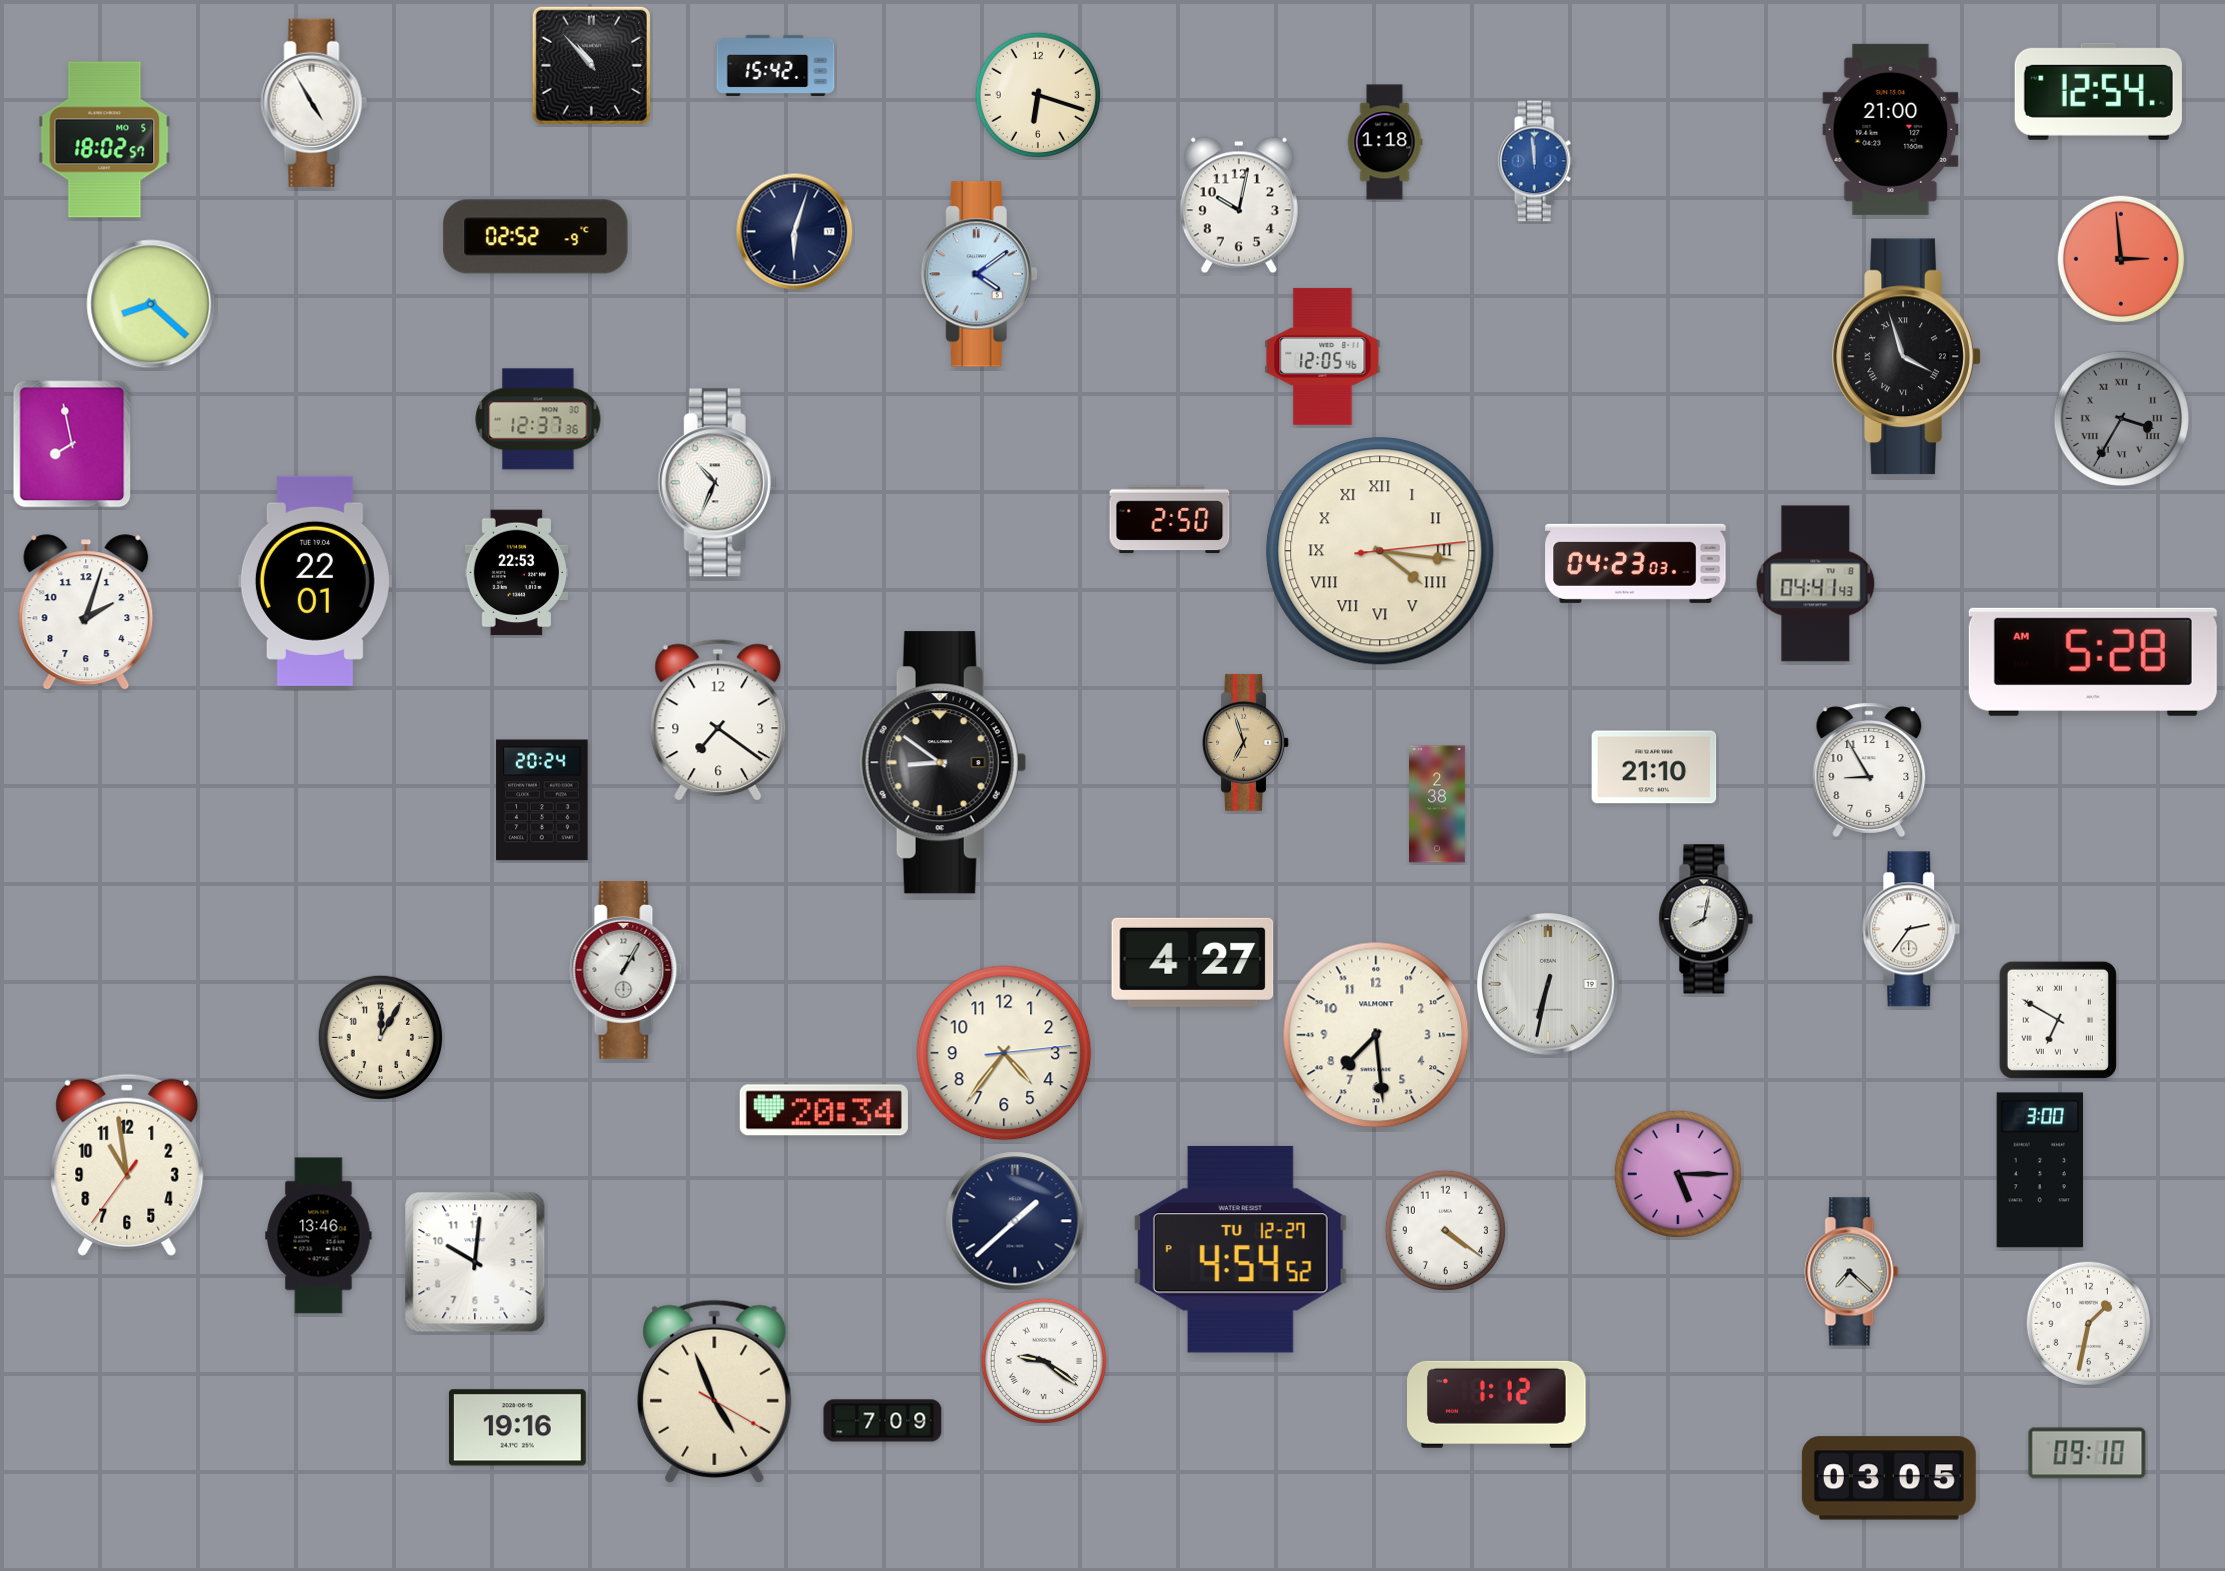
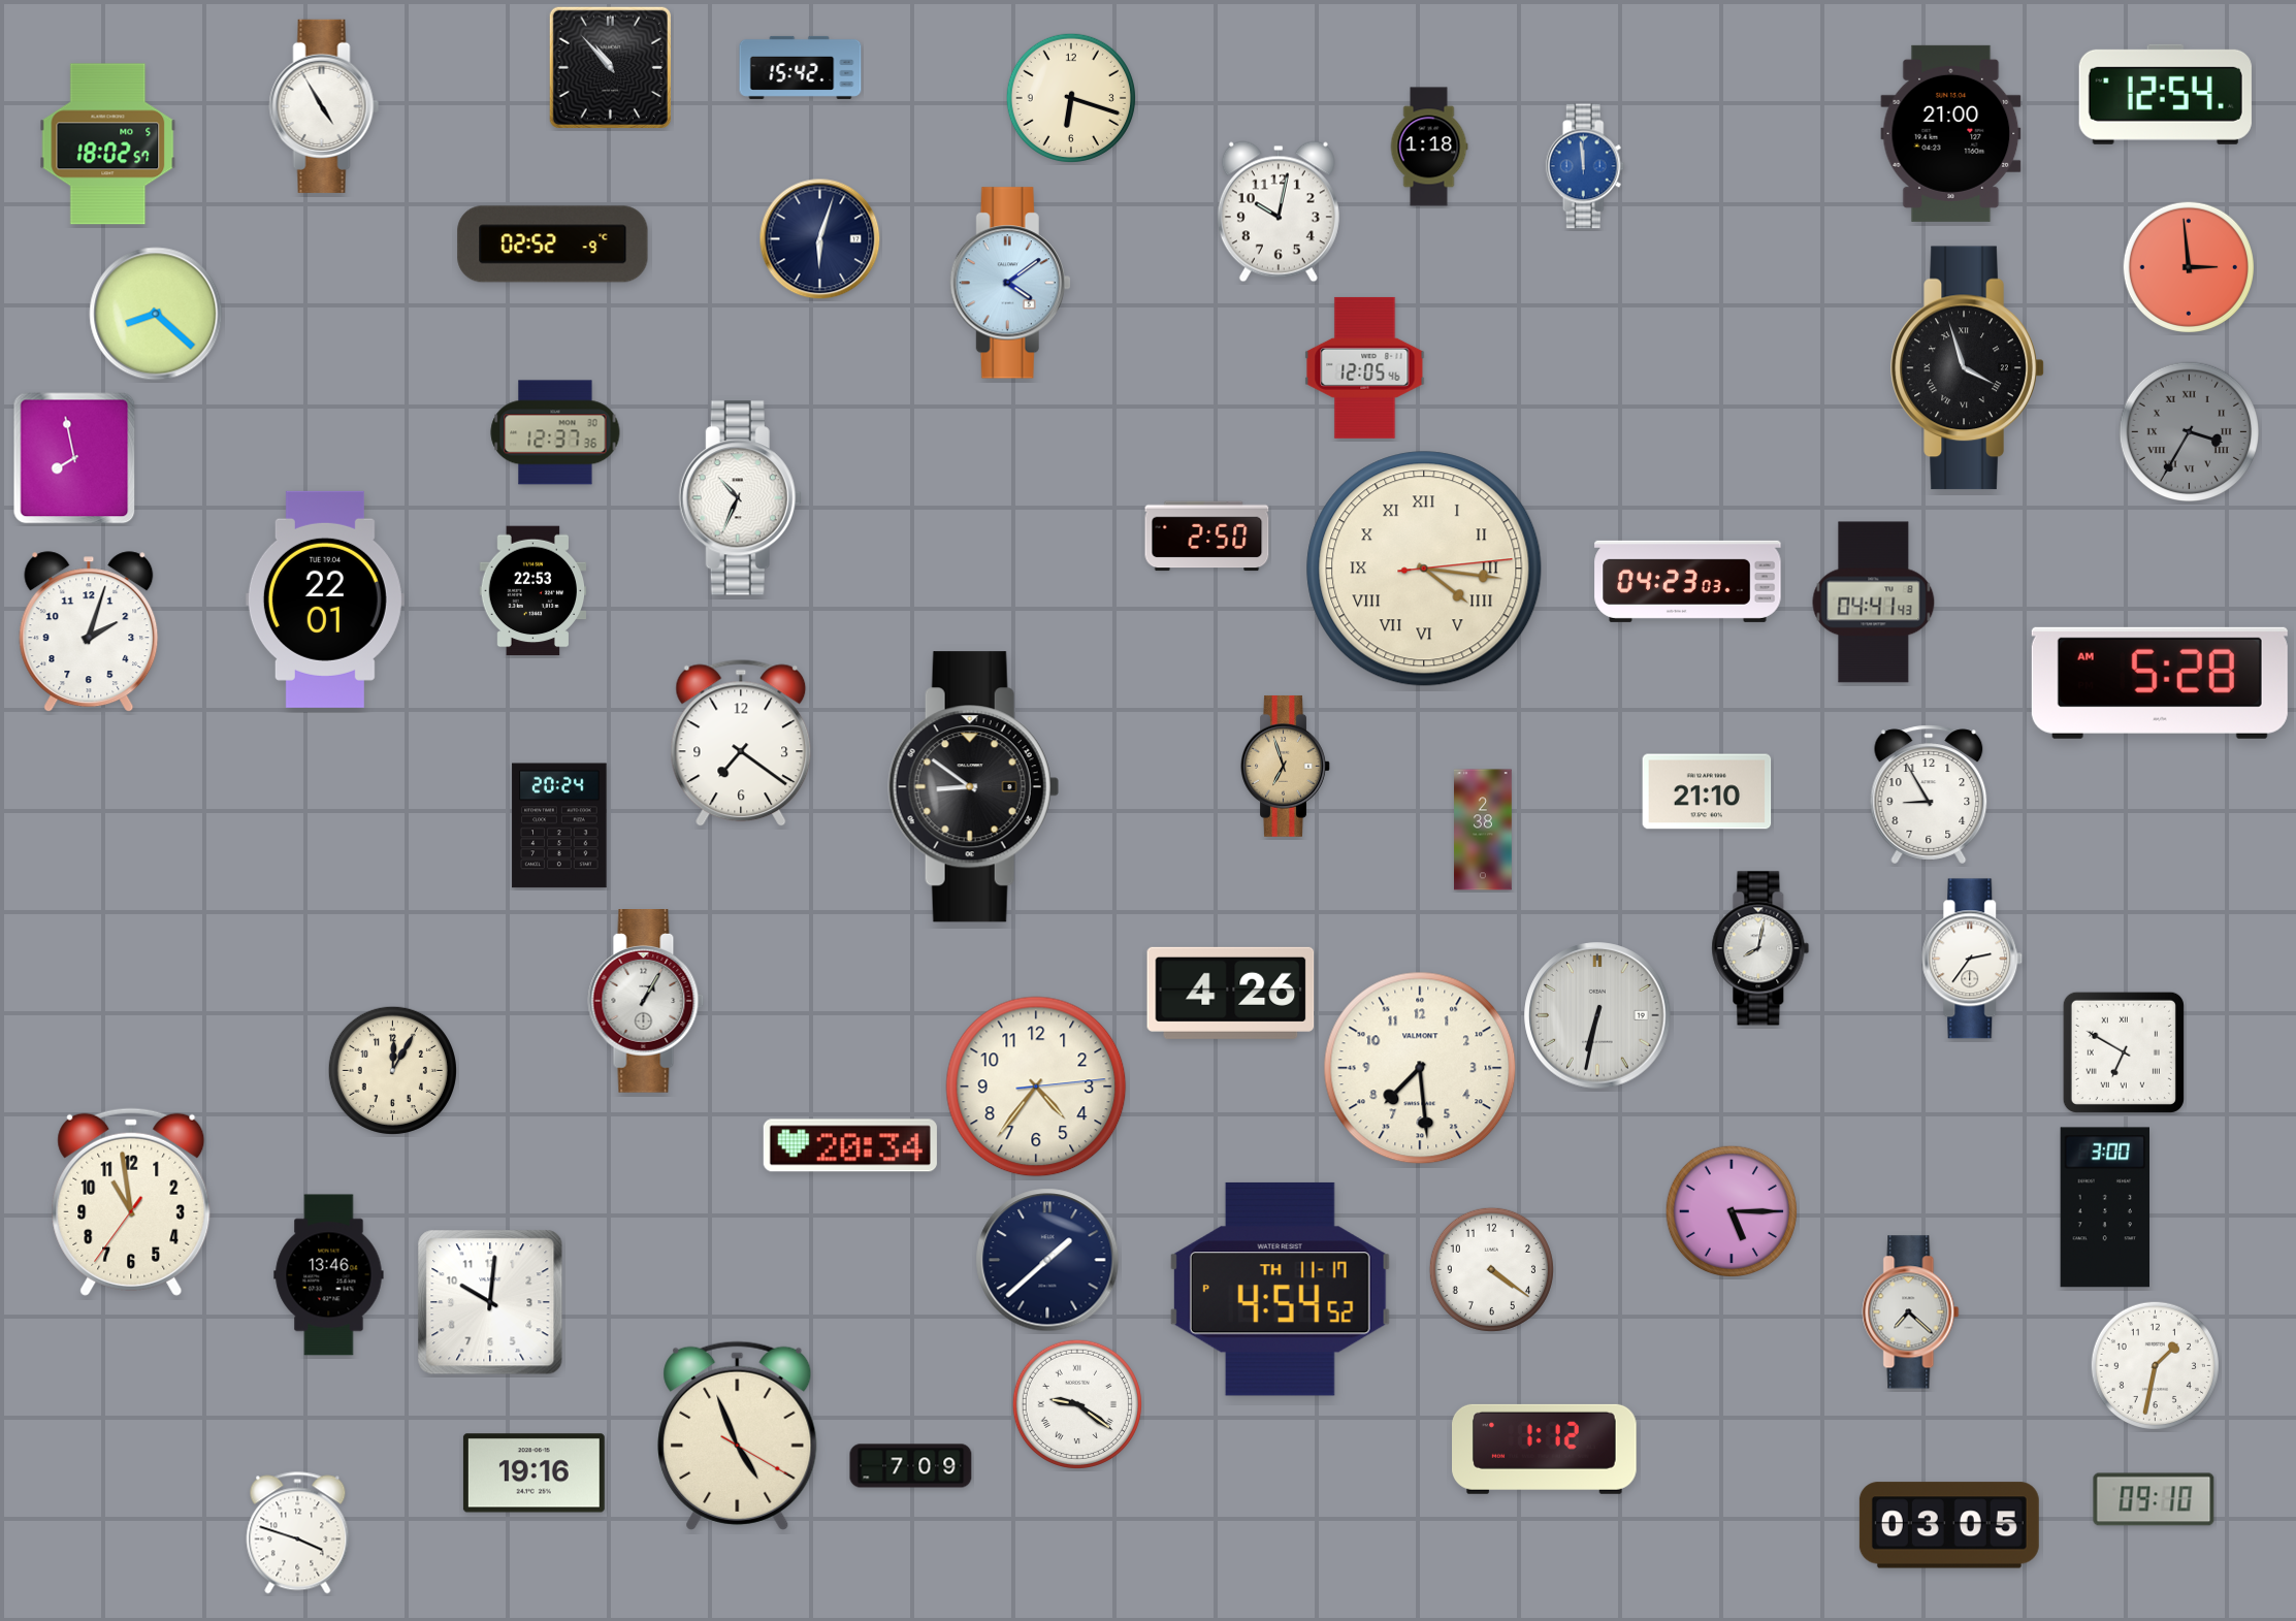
clock at (1193, 962): 4:27 -> 4:26
clock at (1240, 1249) date: TU 12-27 -> TH 11-17
clock at (298, 1533): none -> 3:48
